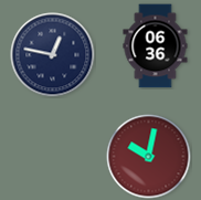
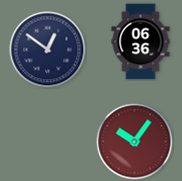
clock at (53, 55): 12:47 -> 12:51
clock at (149, 157): 10:02 -> 10:06
